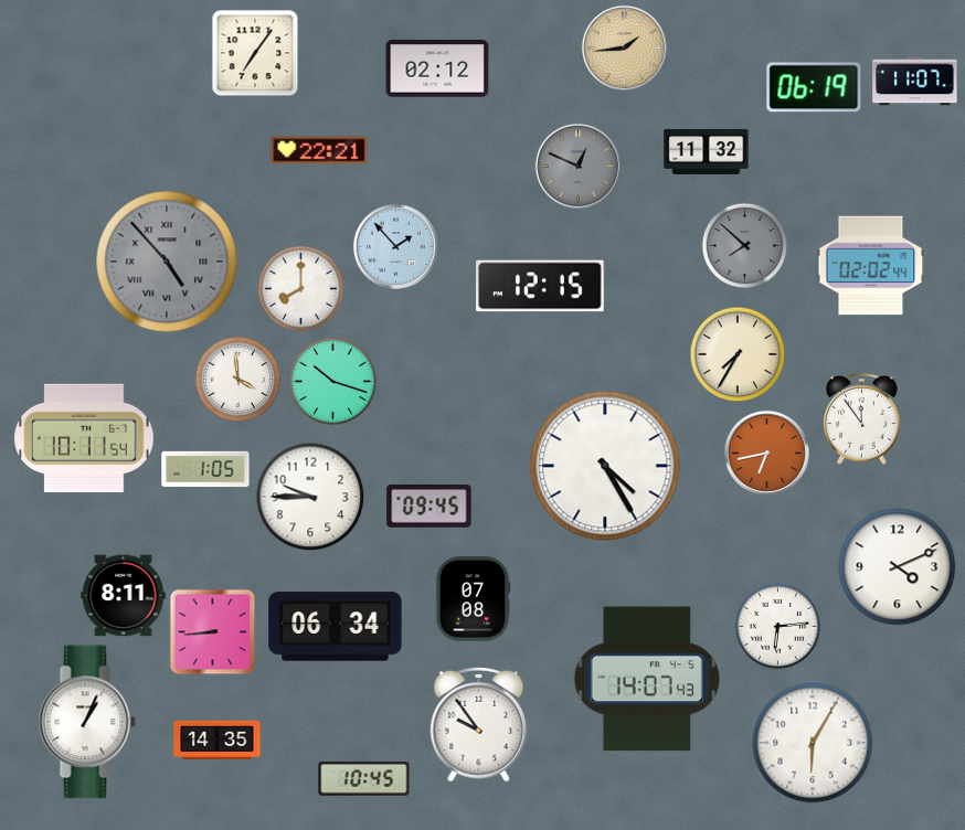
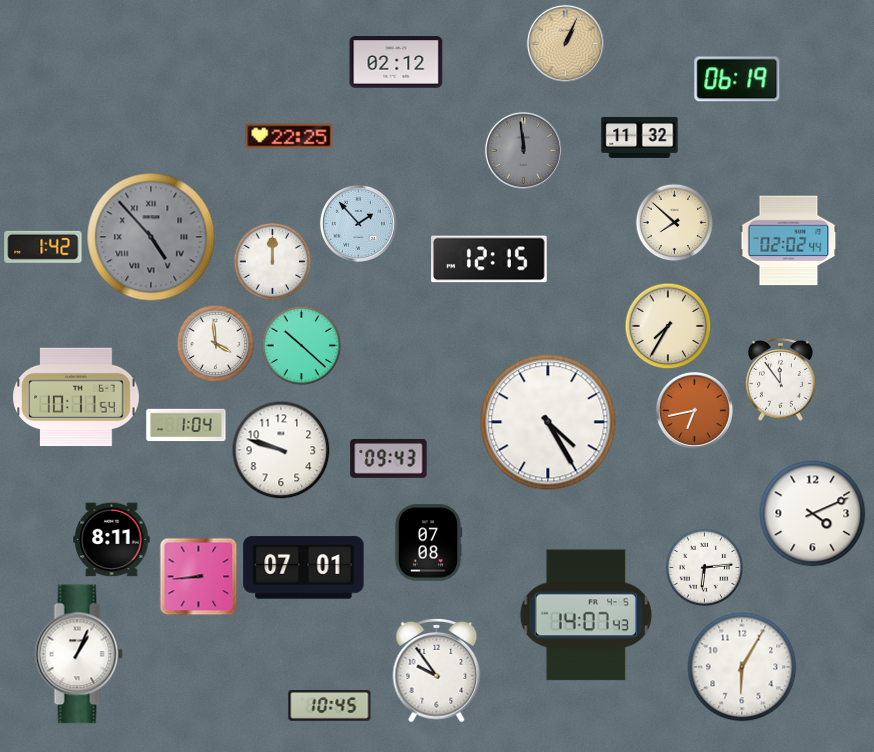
clock at (624, 47): 1:44 -> 1:04
clock at (255, 53): 7:06 -> none
clock at (915, 82): 11:07 -> none
clock at (319, 150): 22:21 -> 22:25
clock at (577, 166): 12:49 -> 11:59
clock at (744, 245) dial: grey -> cream
clock at (43, 247): none -> 1:42
clock at (300, 288): 8:00 -> 12:00
clock at (738, 354) position: (738, 354) -> (668, 326)
clock at (332, 381): 10:18 -> 10:22
clock at (205, 469): 1:05 -> 1:04
clock at (310, 497): 9:45 -> 9:48
clock at (430, 506): 09:45 -> 09:43
clock at (336, 627): 06:34 -> 07:01
clock at (212, 631) position: (212, 631) -> (198, 576)
clock at (479, 725) position: (479, 725) -> (437, 671)
clock at (218, 741): 14:35 -> none
clock at (813, 743) position: (813, 743) -> (742, 667)
